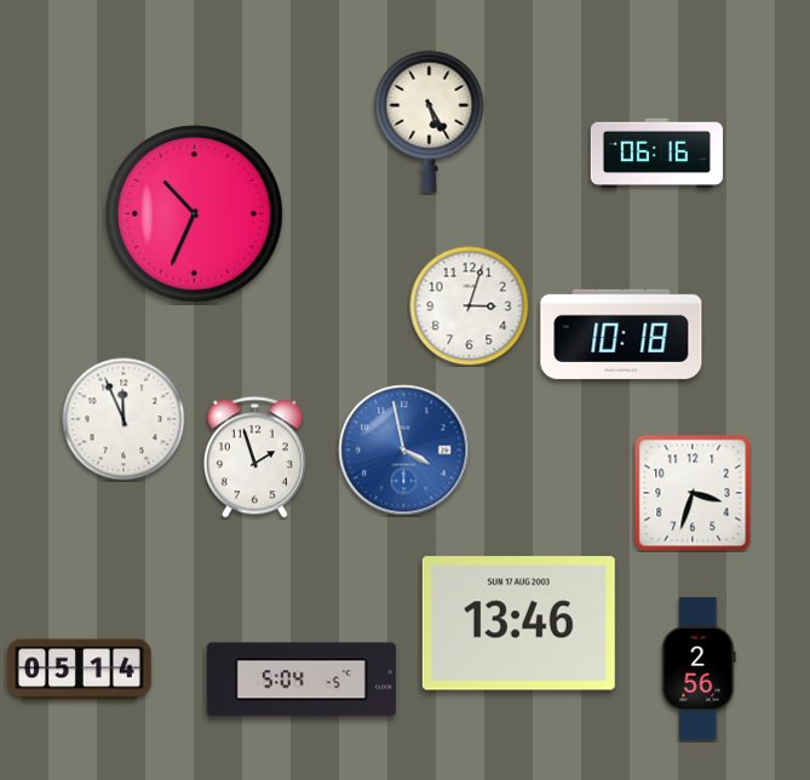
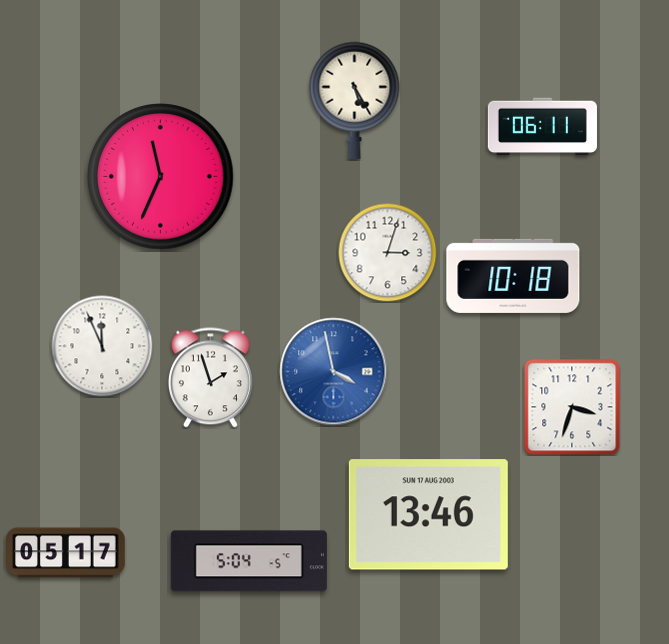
clock at (656, 154): 06:16 -> 06:11
clock at (195, 214): 10:34 -> 11:34
clock at (80, 670): 05:14 -> 05:17
clock at (699, 670): 2:56 -> none
